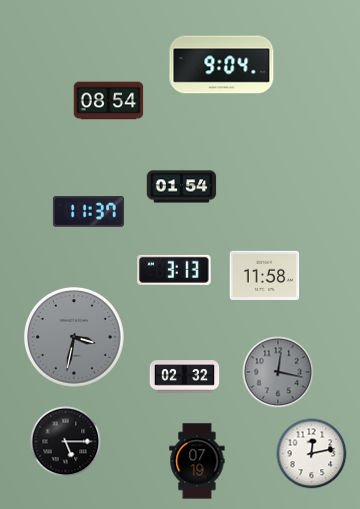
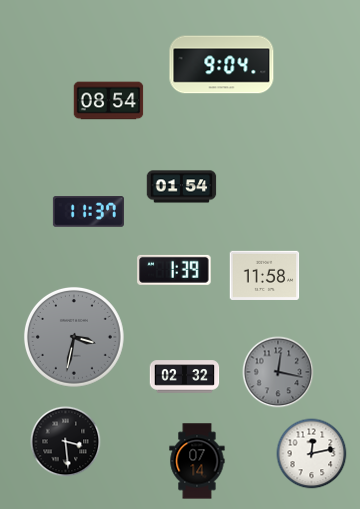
clock at (174, 270): 3:13 -> 1:39
clock at (66, 442): 5:15 -> 3:29
clock at (197, 461): 07:19 -> 07:14
